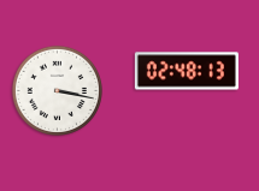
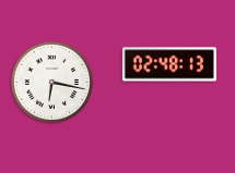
clock at (57, 90): 3:17 -> 6:17
